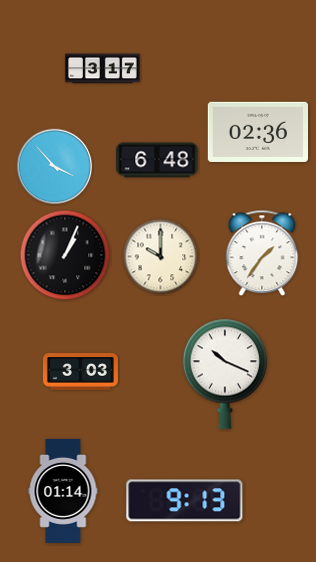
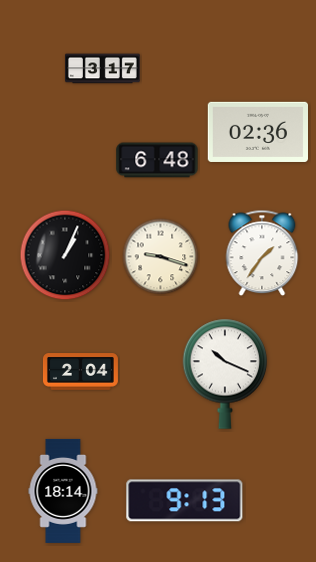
clock at (55, 167): 3:53 -> none
clock at (161, 257): 10:00 -> 9:18
clock at (80, 372): 3:03 -> 2:04
clock at (63, 491): 01:14 -> 18:14
